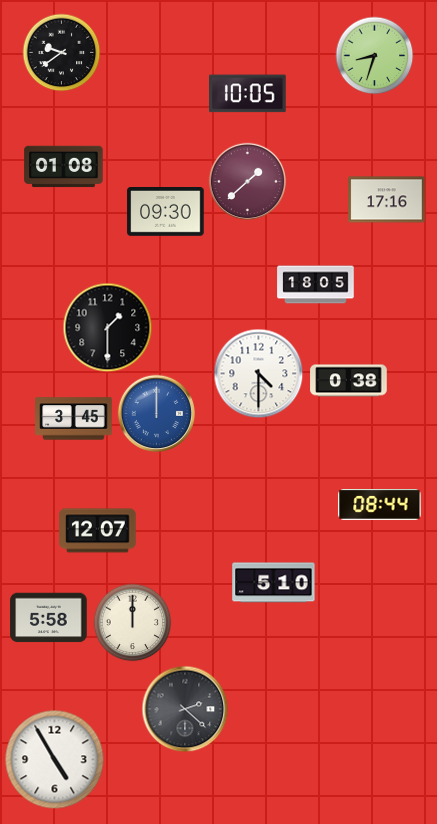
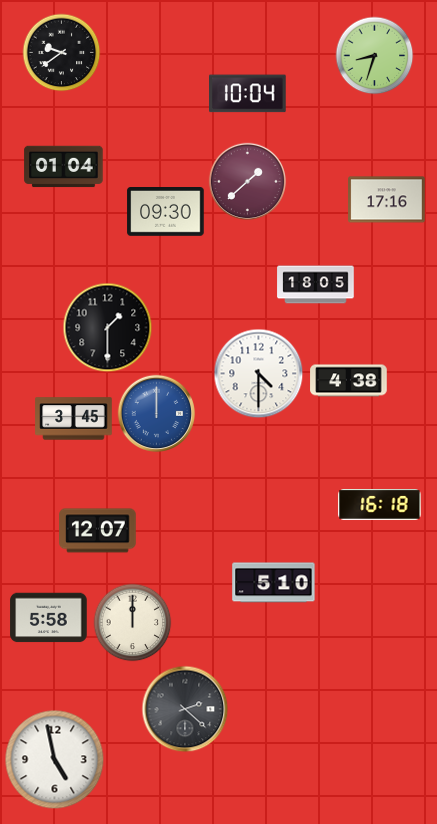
clock at (248, 94): 10:05 -> 10:04
clock at (64, 167): 01:08 -> 01:04
clock at (349, 381): 0:38 -> 4:38
clock at (380, 505): 08:44 -> 16:18
clock at (55, 760): 4:55 -> 4:58
